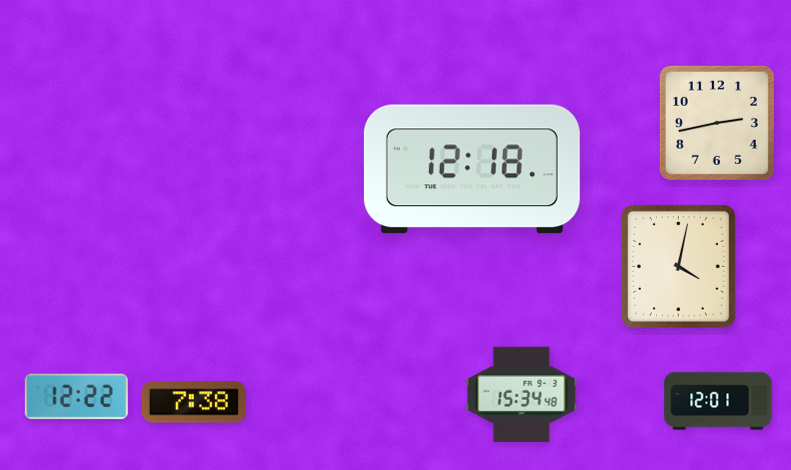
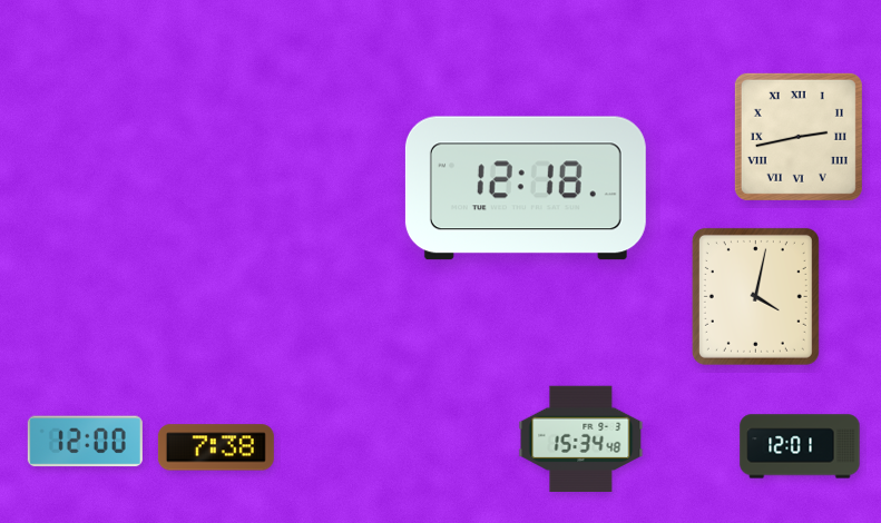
clock at (717, 123) numerals: Arabic -> Roman
clock at (76, 397): 12:22 -> 12:00
